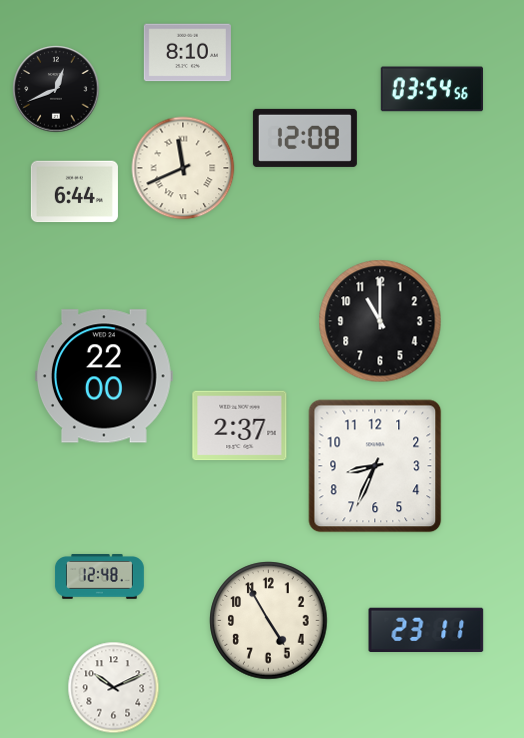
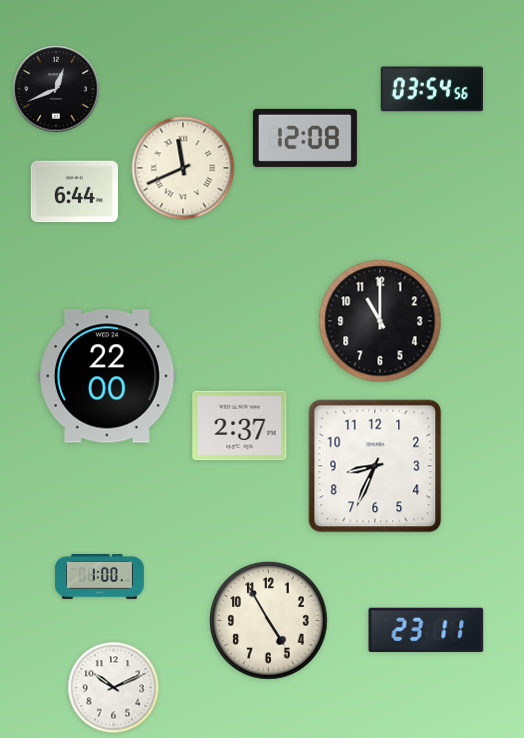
clock at (187, 53): 8:10 -> none
clock at (104, 376) position: (104, 376) -> (107, 376)
clock at (99, 577): 12:48 -> 1:00
